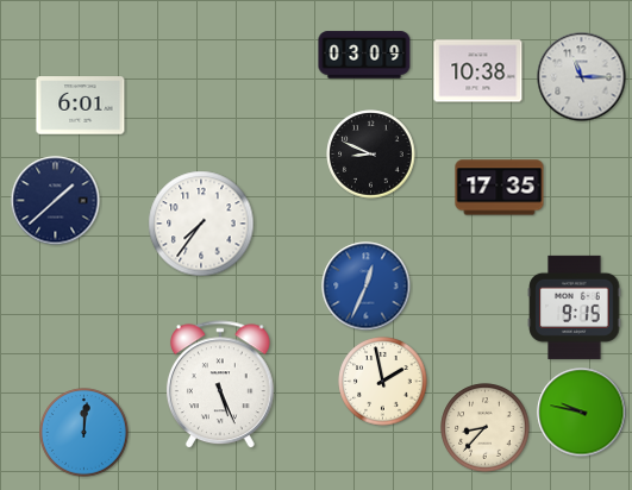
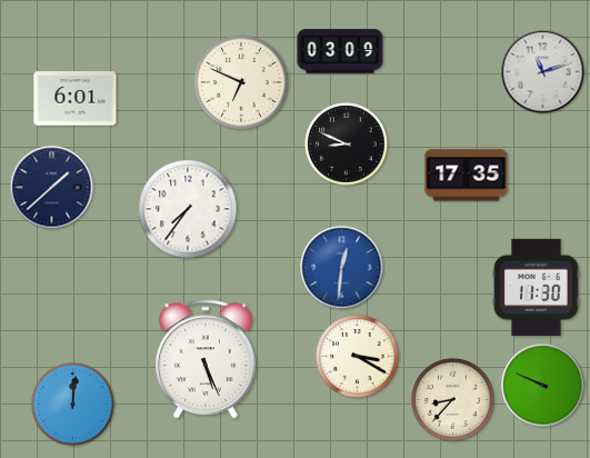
clock at (478, 71): 10:38 -> none
clock at (582, 77): 11:15 -> 11:12
clock at (241, 82): none -> 6:49
clock at (367, 287): 12:34 -> 12:31
clock at (575, 307): 9:15 -> 11:30
clock at (383, 382): 1:58 -> 3:20
clock at (582, 413): 9:47 -> 9:49
clock at (85, 433) position: (85, 433) -> (73, 405)
